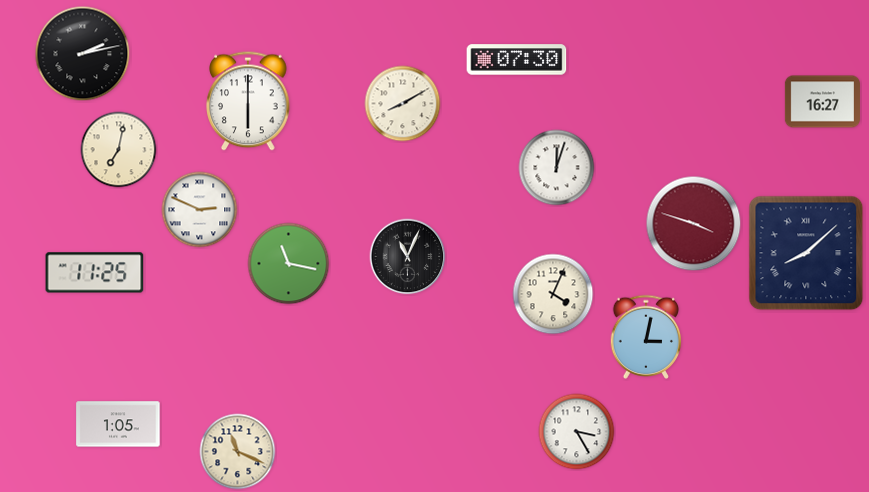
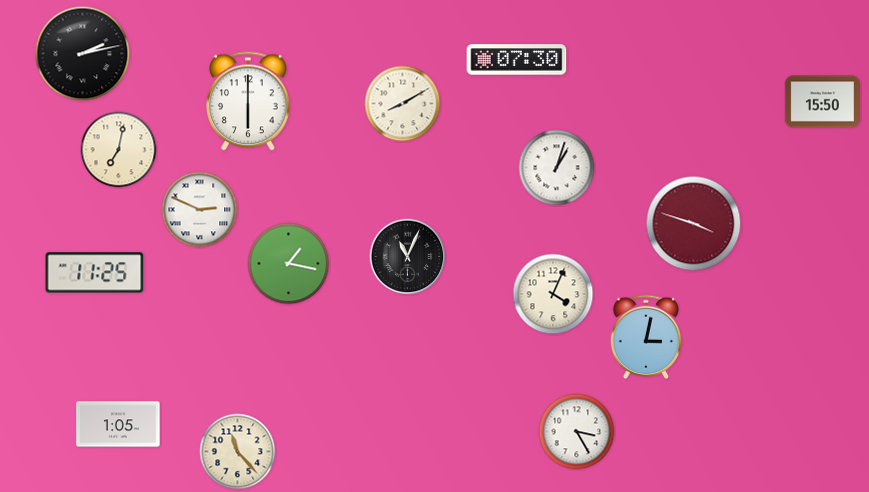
clock at (822, 102): 16:27 -> 15:50
clock at (557, 168): 12:03 -> 1:03
clock at (806, 253): 8:08 -> none
clock at (289, 264): 11:17 -> 1:17
clock at (238, 452): 11:19 -> 11:23
